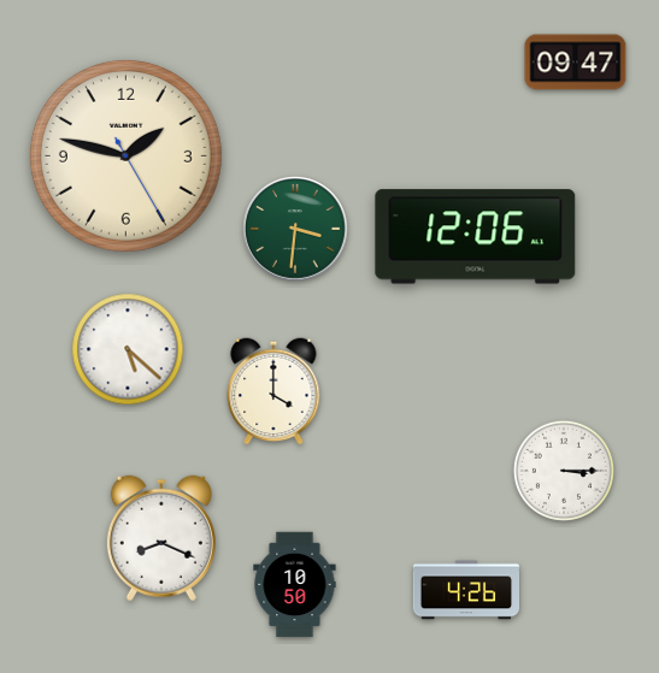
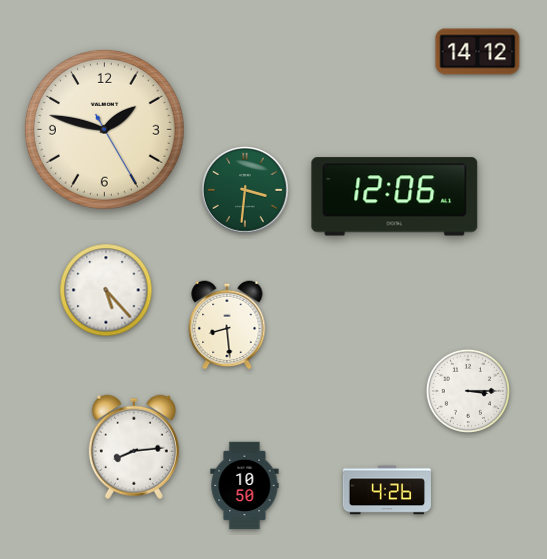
clock at (576, 63): 09:47 -> 14:12
clock at (128, 349): 5:22 -> 5:23
clock at (273, 391): 4:00 -> 8:29
clock at (161, 538): 8:19 -> 8:14
